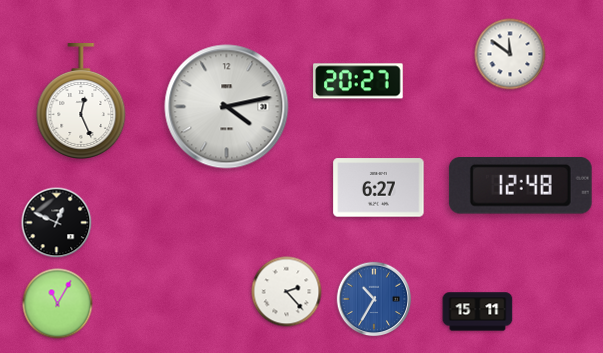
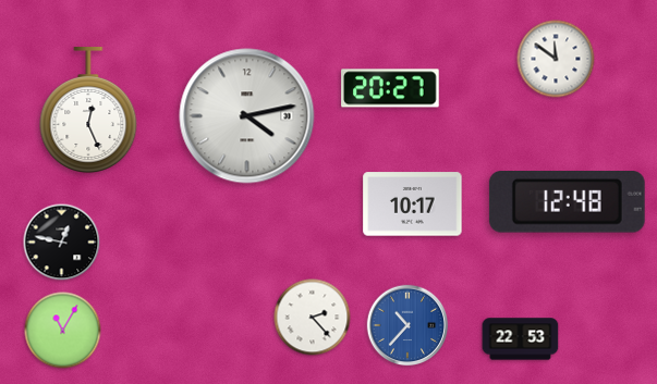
clock at (379, 188): 6:27 -> 10:17
clock at (57, 223): 12:49 -> 12:47
clock at (374, 299): 10:35 -> 10:37
clock at (478, 312): 15:11 -> 22:53
